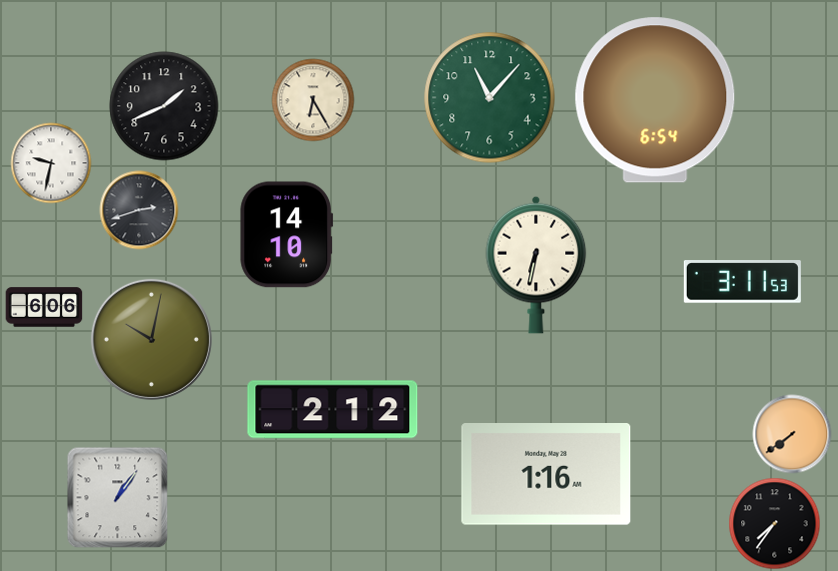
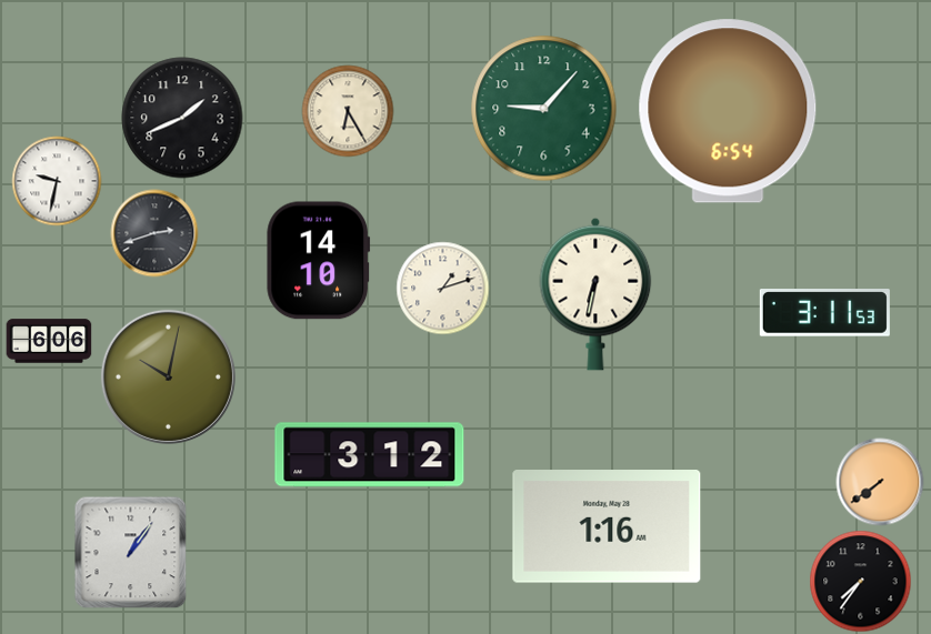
clock at (490, 98): 11:07 -> 9:07
clock at (443, 289): none -> 1:12
clock at (333, 410): 2:12 -> 3:12
